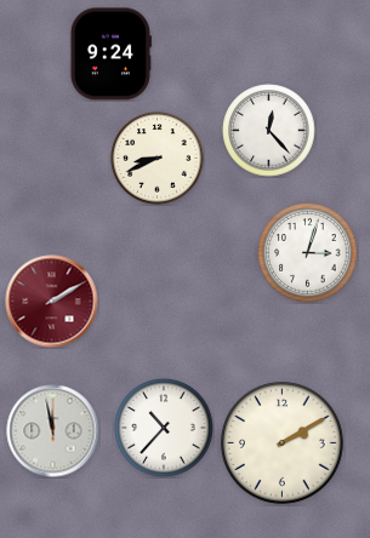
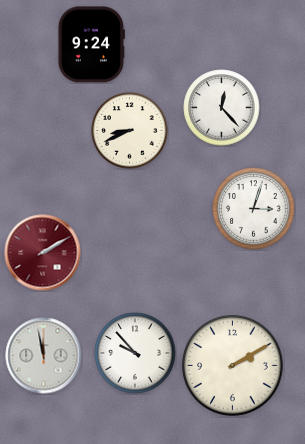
clock at (52, 302) position: (52, 302) -> (43, 253)
clock at (164, 428): 10:37 -> 9:53
